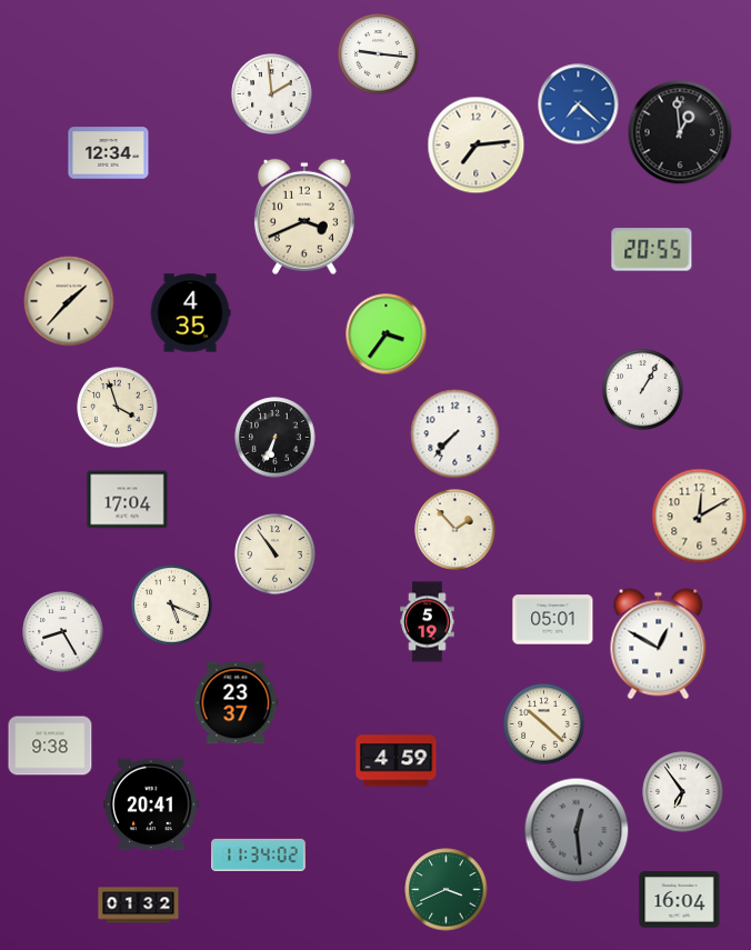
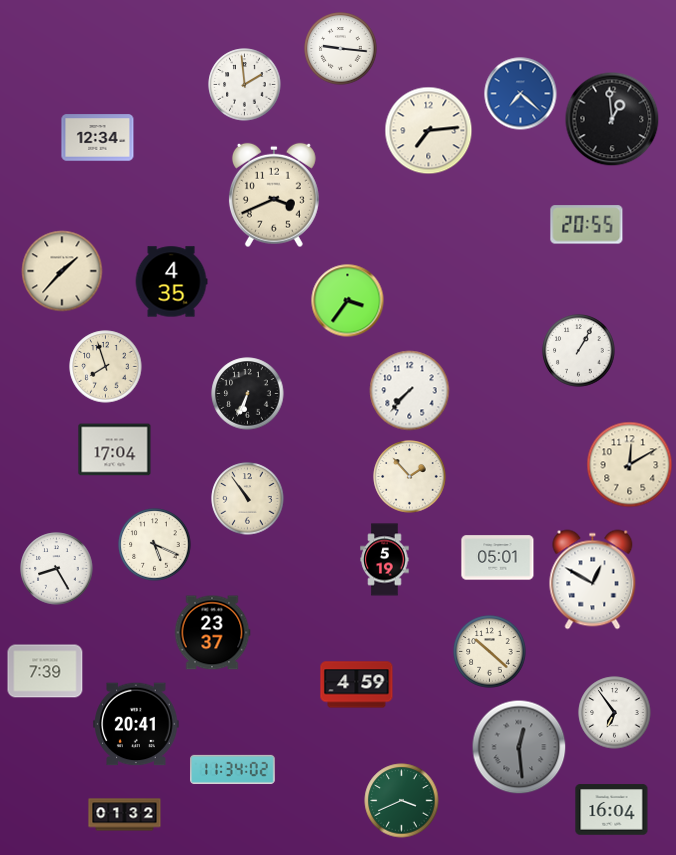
clock at (118, 408): 3:57 -> 7:57
clock at (50, 746): 9:38 -> 7:39
